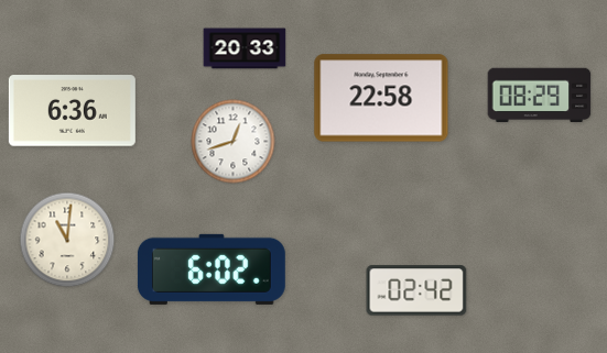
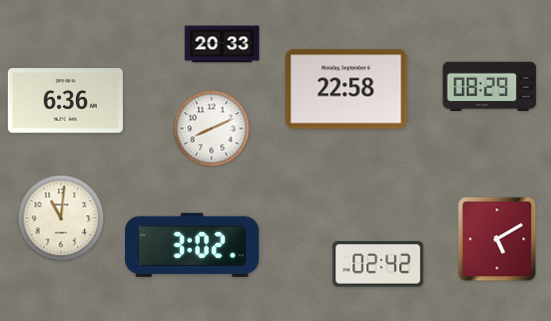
clock at (234, 142): 12:42 -> 8:11
clock at (497, 239): none -> 5:10
clock at (212, 269): 6:02 -> 3:02
